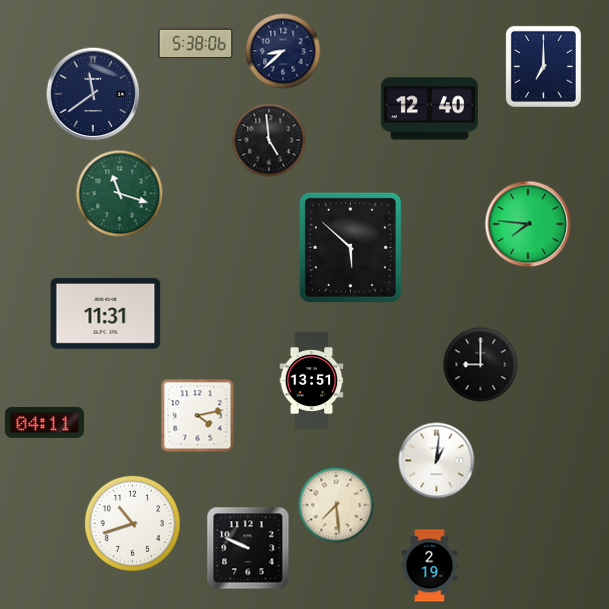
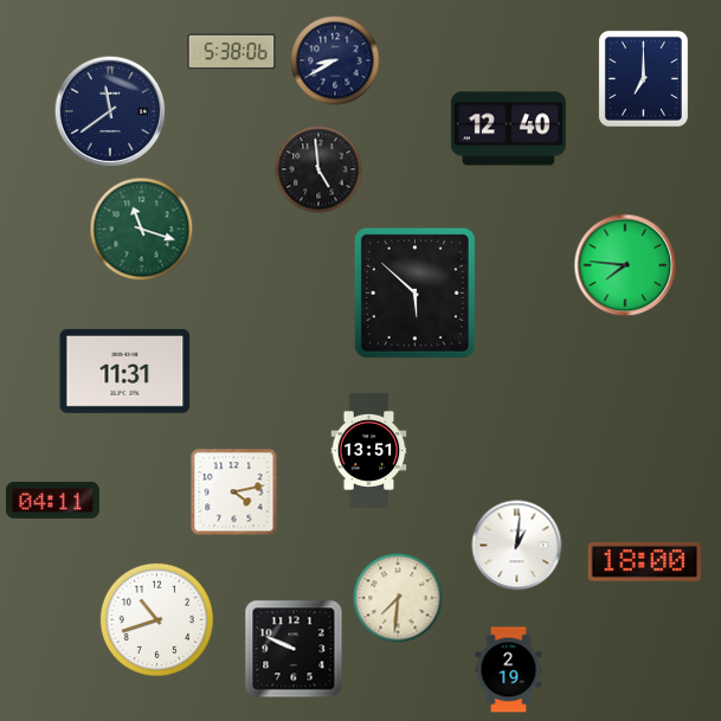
clock at (283, 51): 8:38 -> 8:40
clock at (269, 140) position: (269, 140) -> (318, 169)
clock at (481, 365): 9:00 -> none
clock at (644, 562): none -> 18:00
clock at (336, 505): 7:29 -> 7:31
